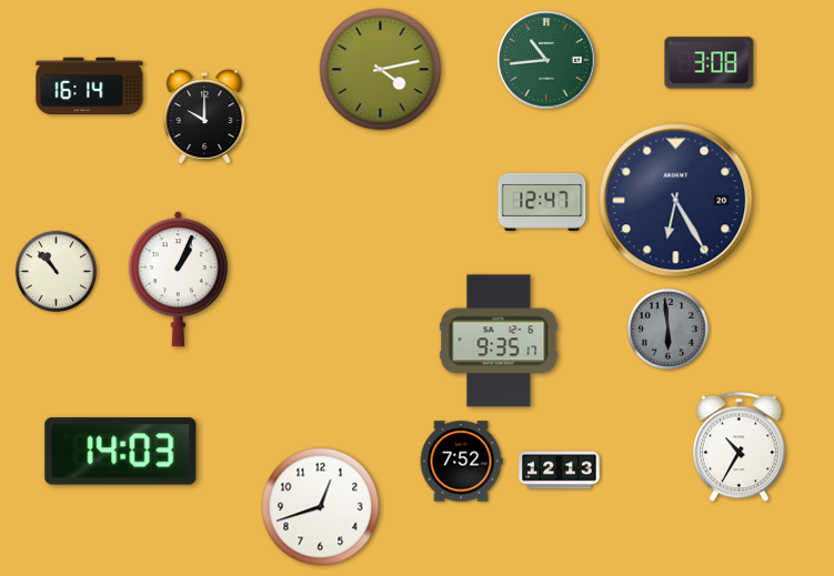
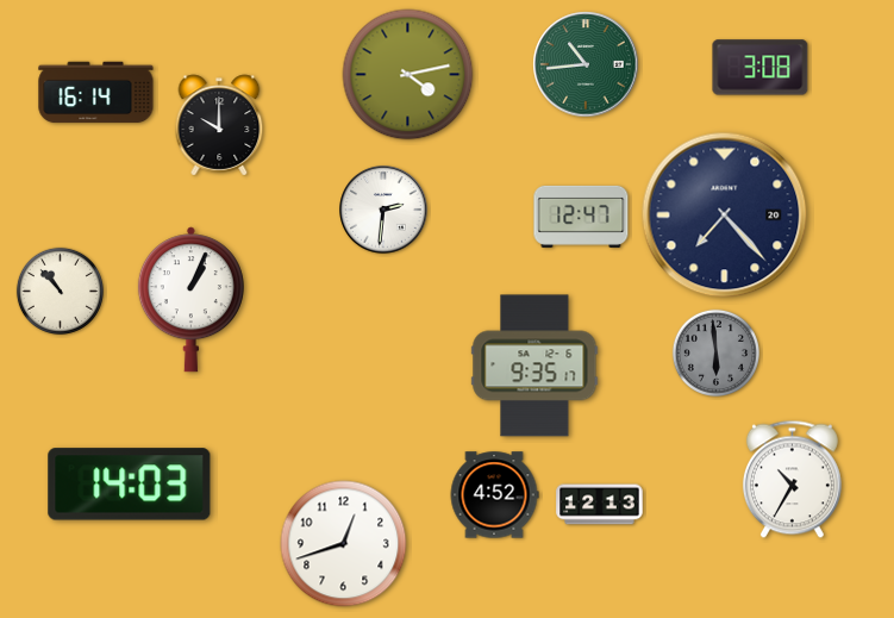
clock at (383, 210): none -> 2:31
clock at (676, 201): 6:25 -> 7:23
clock at (461, 462): 7:52 -> 4:52
